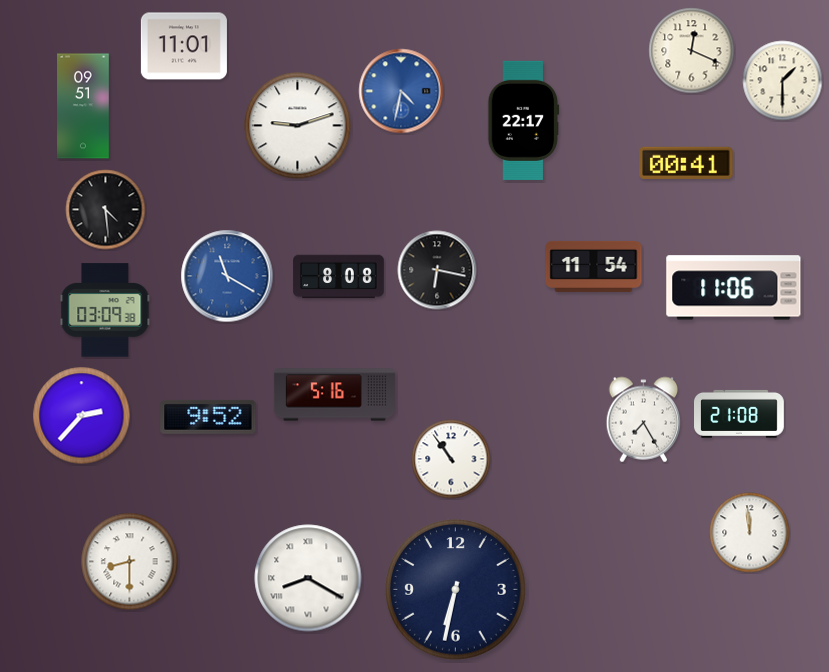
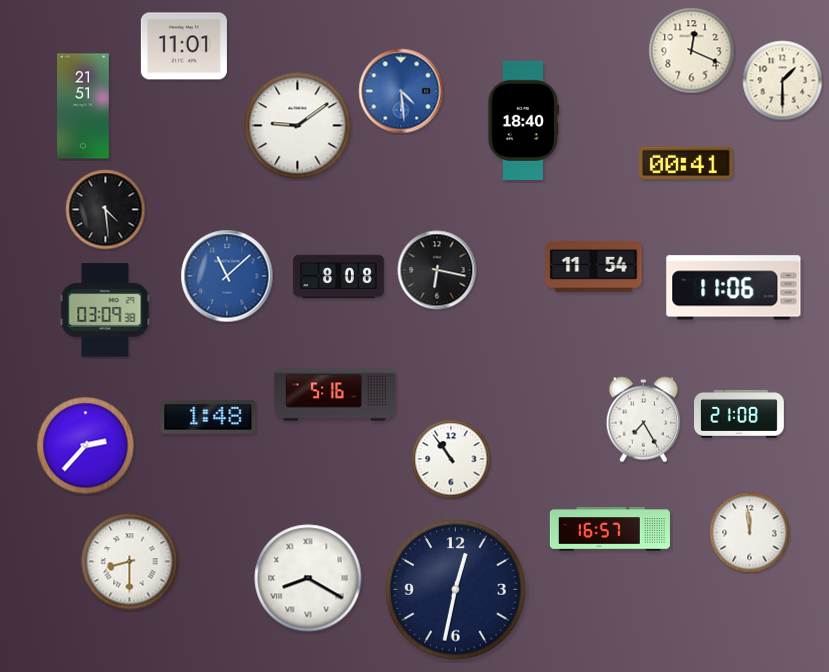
clock at (401, 91): 4:32 -> 4:29
clock at (83, 106): 09:51 -> 21:51
clock at (524, 120): 22:17 -> 18:40
clock at (298, 126): 9:12 -> 9:09
clock at (227, 276): 11:20 -> 11:08
clock at (82, 416) position: (82, 416) -> (86, 446)
clock at (208, 417): 9:52 -> 1:48
clock at (610, 529): none -> 16:57
clock at (456, 590): 6:32 -> 12:32
